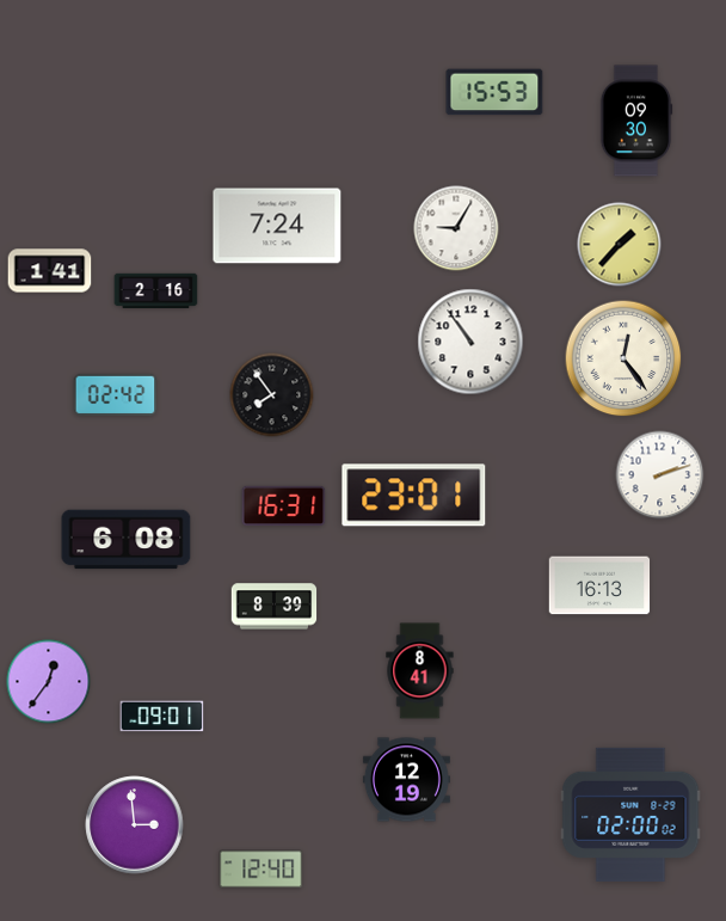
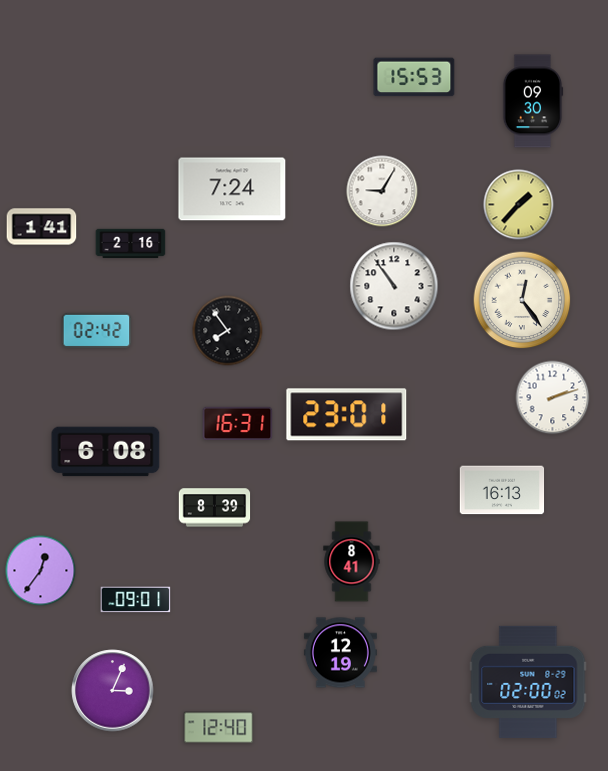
clock at (275, 607) position: (275, 607) -> (215, 508)
clock at (135, 825): 2:59 -> 3:04
